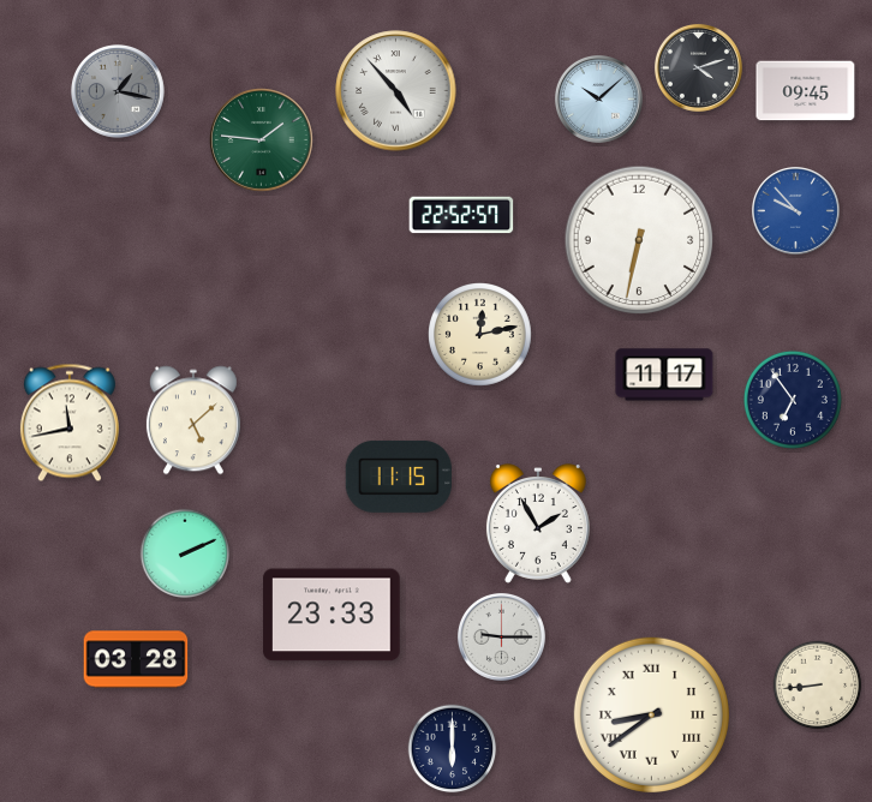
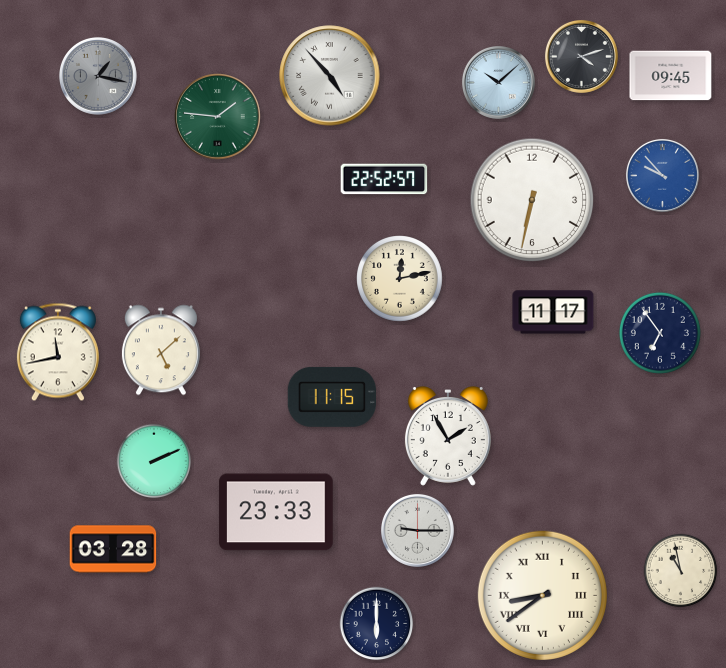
clock at (818, 686): 8:44 -> 10:58
